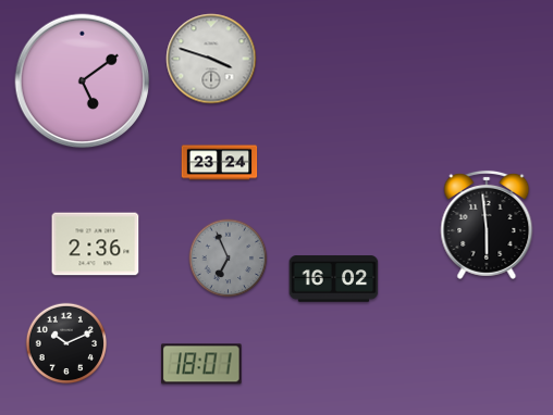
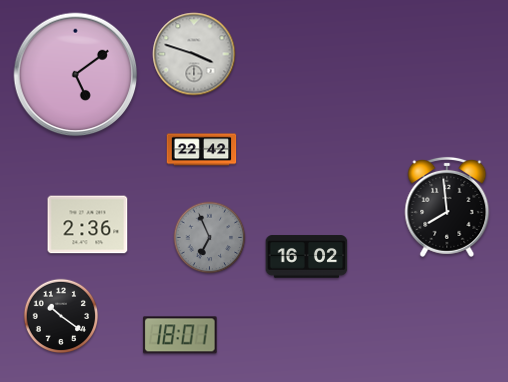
clock at (220, 163): 23:24 -> 22:42
clock at (487, 225): 5:59 -> 7:59
clock at (66, 343): 10:11 -> 10:21
clock at (201, 364) position: (201, 364) -> (180, 335)
